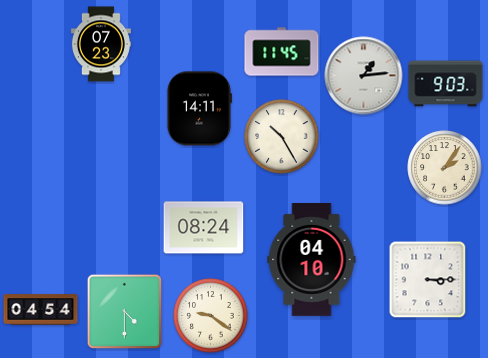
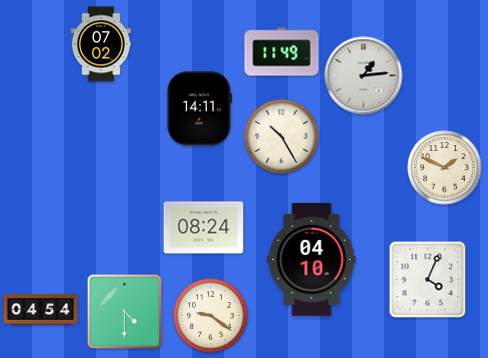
clock at (101, 44): 07:23 -> 07:02
clock at (282, 52): 11:45 -> 11:49
clock at (446, 84): 9:03 -> none
clock at (445, 168): 2:06 -> 1:49
clock at (428, 280): 3:15 -> 4:04
